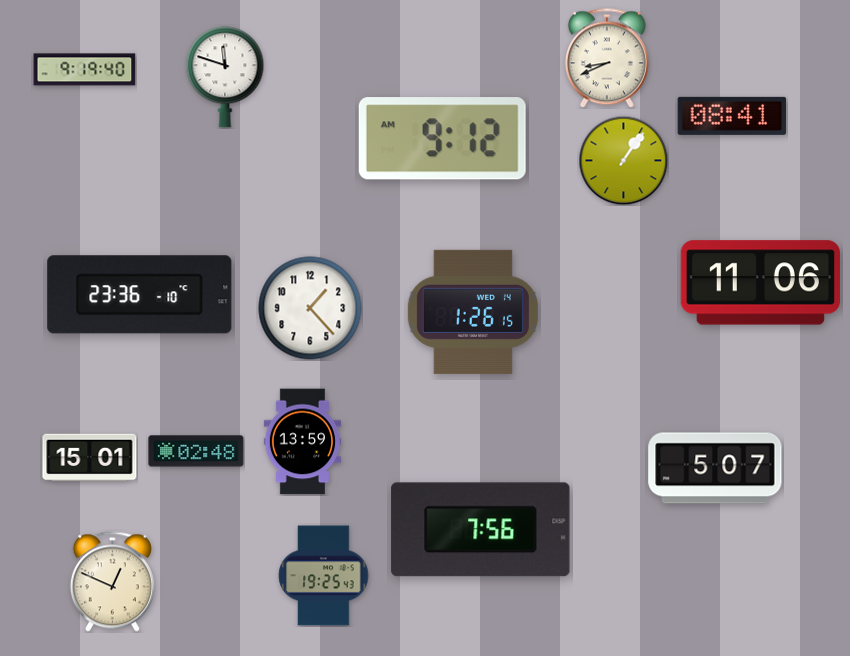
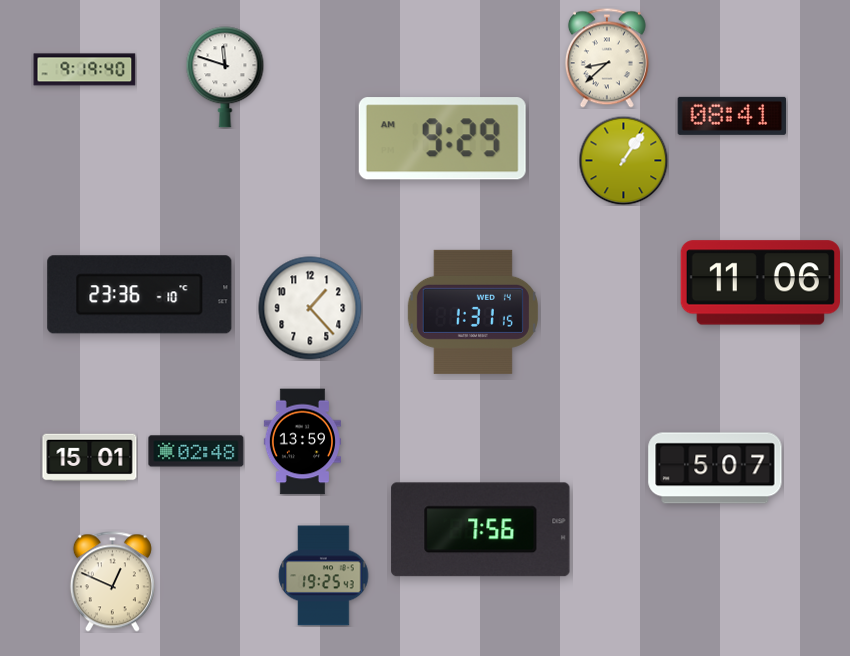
clock at (607, 58): 8:41 -> 8:38
clock at (442, 139): 9:12 -> 9:29
clock at (473, 312): 1:26 -> 1:31
